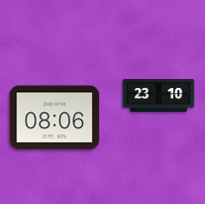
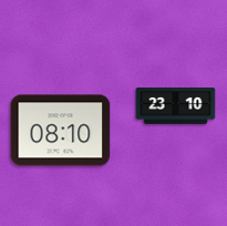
clock at (55, 118): 08:06 -> 08:10
